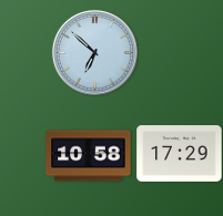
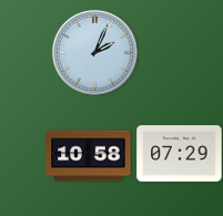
clock at (94, 52): 6:52 -> 2:04
clock at (180, 154): 17:29 -> 07:29
